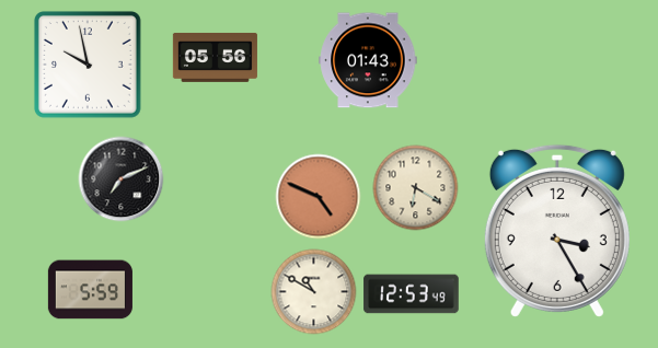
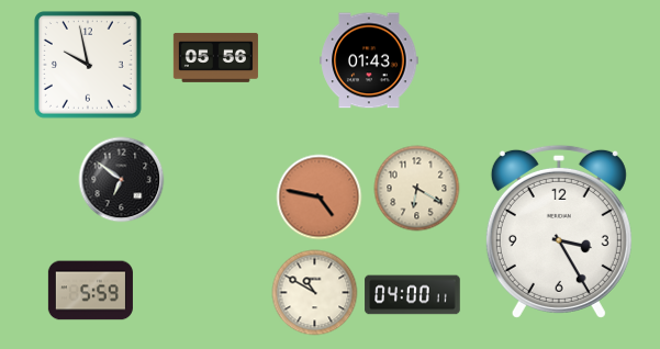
clock at (120, 178): 7:11 -> 6:51
clock at (318, 196): 4:49 -> 4:47
clock at (412, 294): 12:53 -> 04:00
